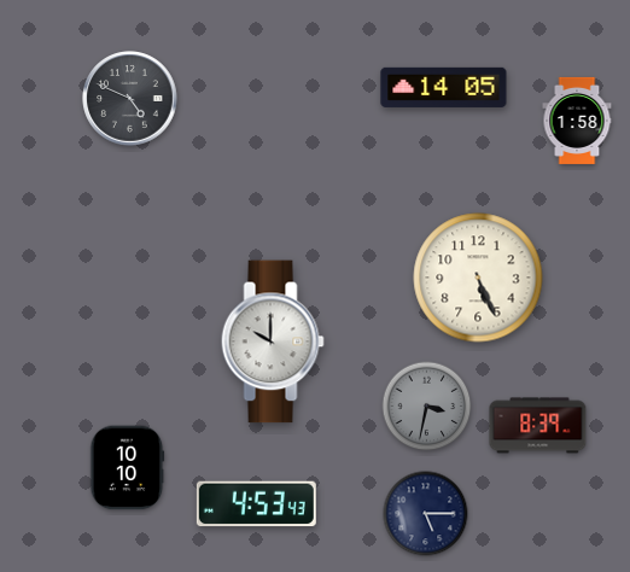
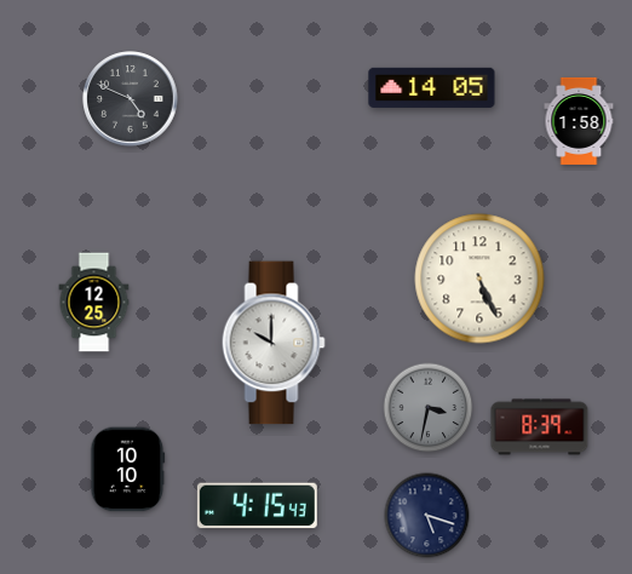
clock at (444, 87) position: (444, 87) -> (432, 87)
clock at (94, 303): none -> 12:25
clock at (256, 504): 4:53 -> 4:15
clock at (426, 514): 5:15 -> 5:18
